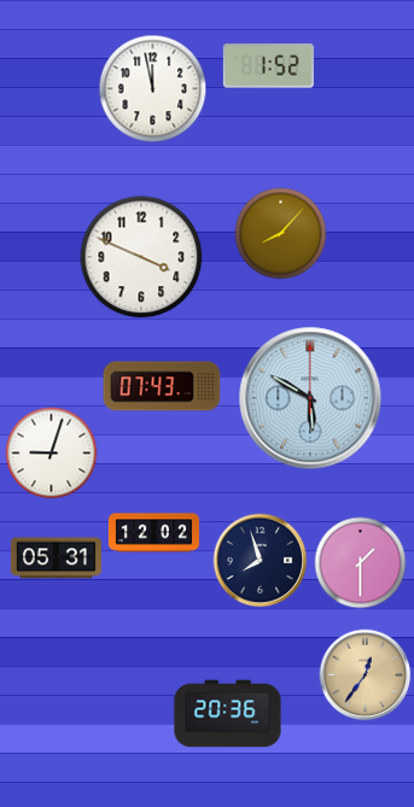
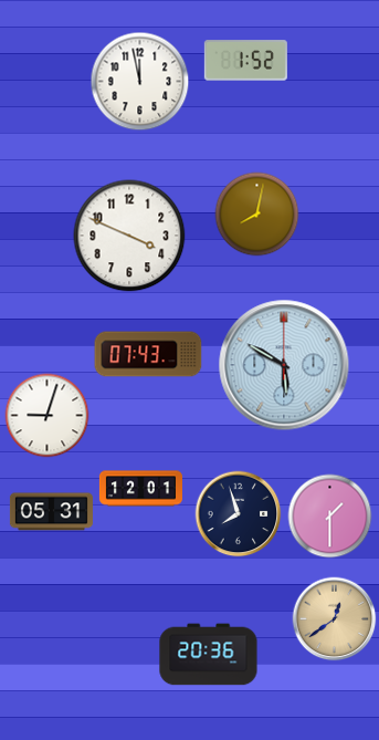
clock at (281, 234): 8:07 -> 8:02
clock at (153, 533): 12:02 -> 12:01
clock at (366, 676): 12:36 -> 12:39
